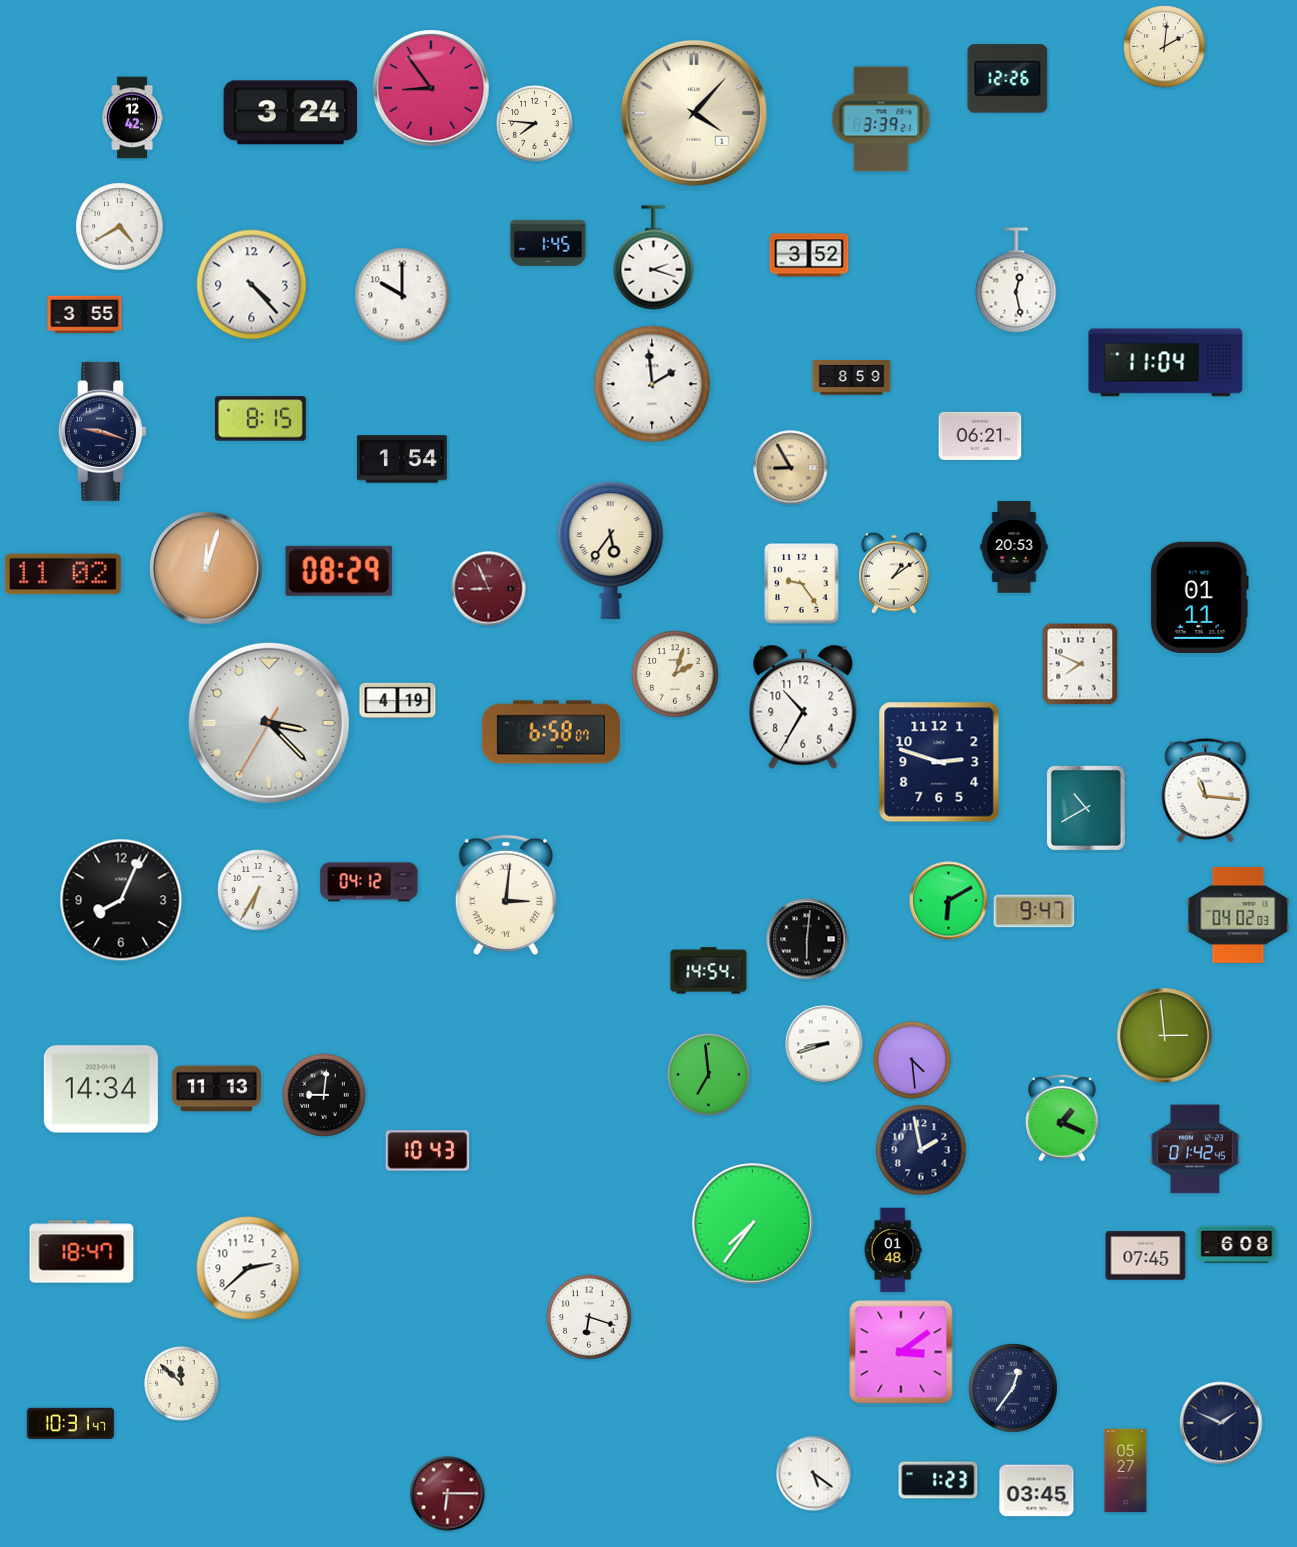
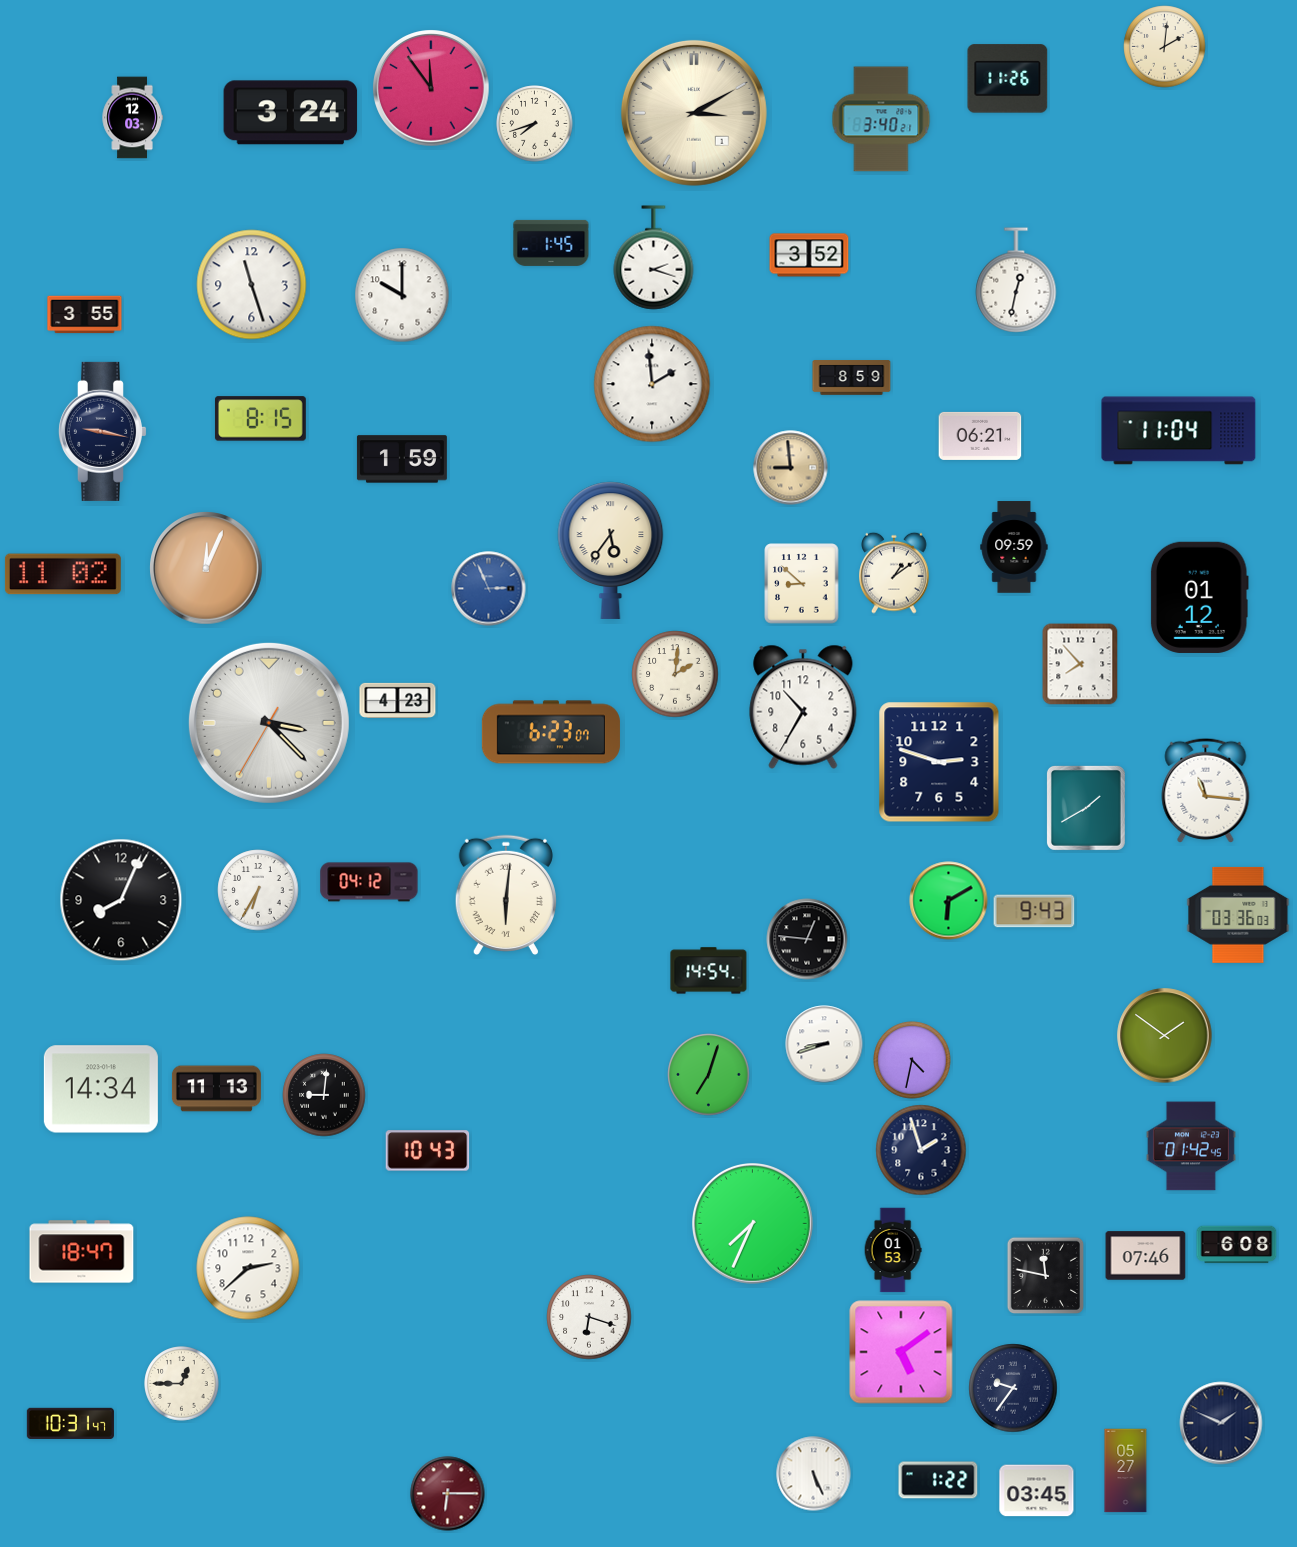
clock at (1008, 79): 12:26 -> 11:26
clock at (431, 88): 8:54 -> 11:54
clock at (694, 113): 4:07 -> 3:10
clock at (132, 118): 12:42 -> 12:03
clock at (881, 119): 3:39 -> 3:40
clock at (535, 124): 7:46 -> 7:42
clock at (120, 227): 4:40 -> none
clock at (548, 243) position: (548, 243) -> (551, 243)
clock at (1016, 280): 12:28 -> 12:32
clock at (252, 285): 4:23 -> 11:27
clock at (1166, 363) position: (1166, 363) -> (1179, 431)
clock at (102, 431): 9:18 -> 9:17
clock at (402, 459): 1:54 -> 1:59
clock at (791, 468): 8:55 -> 8:59
clock at (1014, 547): 20:53 -> 09:59
clock at (206, 568): 12:03 -> 12:04
clock at (339, 571): 08:29 -> none
clock at (802, 584): 9:24 -> 8:52
clock at (489, 589): 8:56 -> 2:56
clock at (489, 589) dial: burgundy -> blue
clock at (1199, 597): 01:11 -> 01:12
clock at (1080, 664): 7:49 -> 7:53
clock at (675, 674): 2:03 -> 2:01
clock at (398, 700): 4:19 -> 4:23
clock at (551, 732): 6:58 -> 6:23
clock at (1086, 808): 10:40 -> 1:40
clock at (506, 894): 3:01 -> 6:01
clock at (1034, 911): 9:47 -> 9:43
clock at (1238, 915): 04:02 -> 03:36
clock at (807, 939): 6:01 -> 12:46
clock at (1165, 1036): 2:59 -> 1:51
clock at (912, 1060): 4:29 -> 4:32
clock at (709, 1075): 6:59 -> 7:03
clock at (1062, 1118): 1:19 -> none
clock at (1195, 1149) position: (1195, 1149) -> (1191, 1146)
clock at (921, 1150): 1:58 -> 1:57
clock at (753, 1224): 7:36 -> 7:34
clock at (893, 1250): 01:48 -> 01:53
clock at (1146, 1256): 07:45 -> 07:46
clock at (1046, 1276): none -> 11:47
clock at (901, 1352): 3:09 -> 5:09
clock at (182, 1384): 11:52 -> 12:45
clock at (1013, 1388): 12:36 -> 9:36
clock at (814, 1474): 5:21 -> 5:26
clock at (938, 1480): 1:23 -> 1:22
